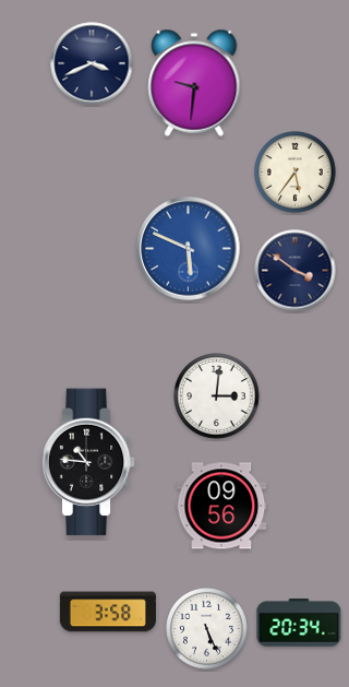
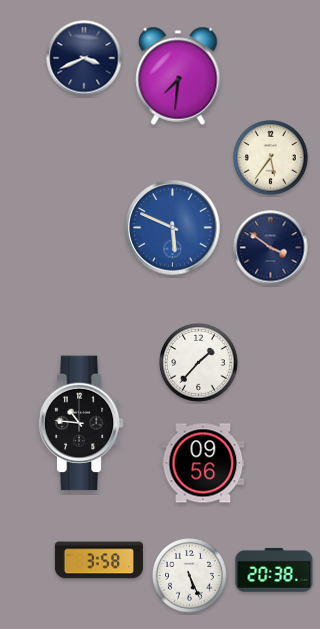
clock at (194, 83): 9:31 -> 7:31
clock at (217, 396): 3:01 -> 1:37
clock at (299, 624): 20:34 -> 20:38
